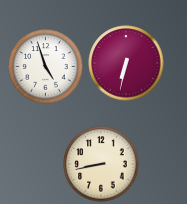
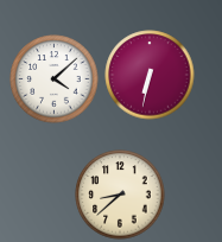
clock at (46, 67): 4:57 -> 4:08
clock at (101, 164): 8:43 -> 8:38
